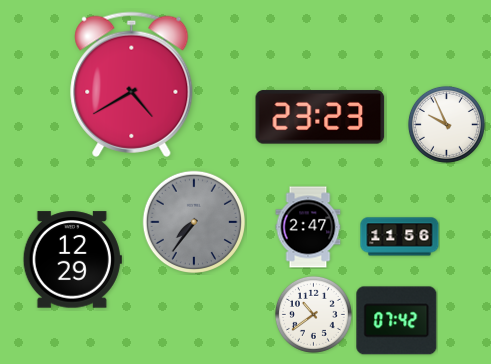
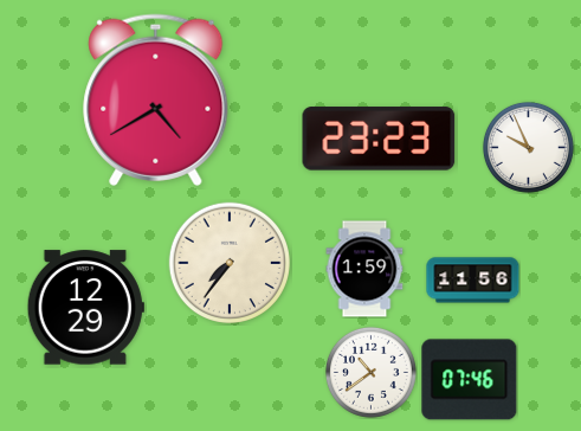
clock at (194, 222) dial: grey -> cream
clock at (308, 227): 2:47 -> 1:59
clock at (397, 321): 07:42 -> 07:46
